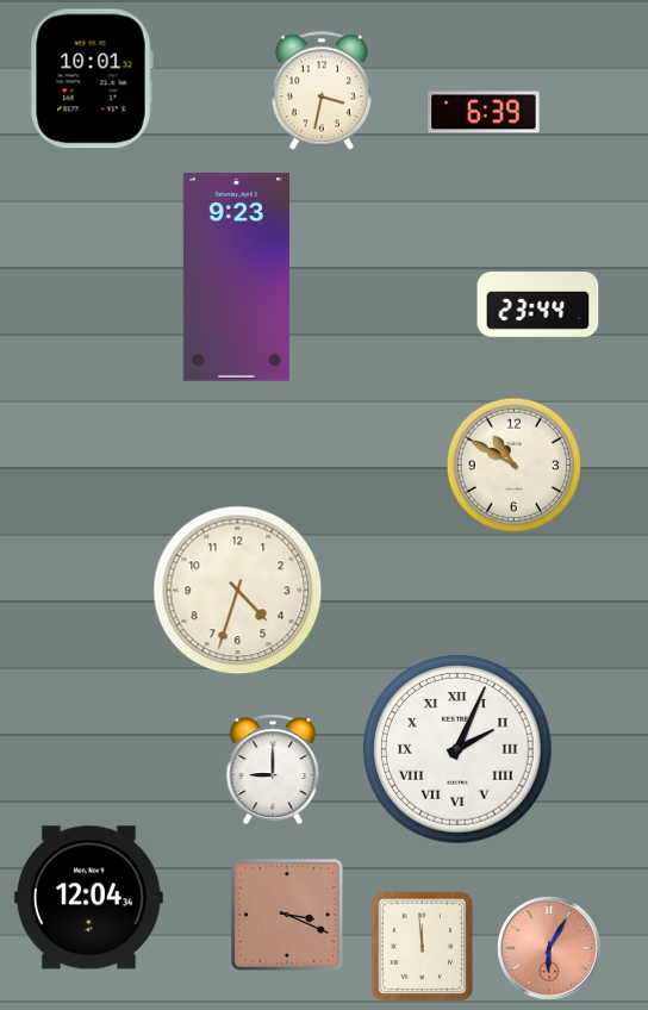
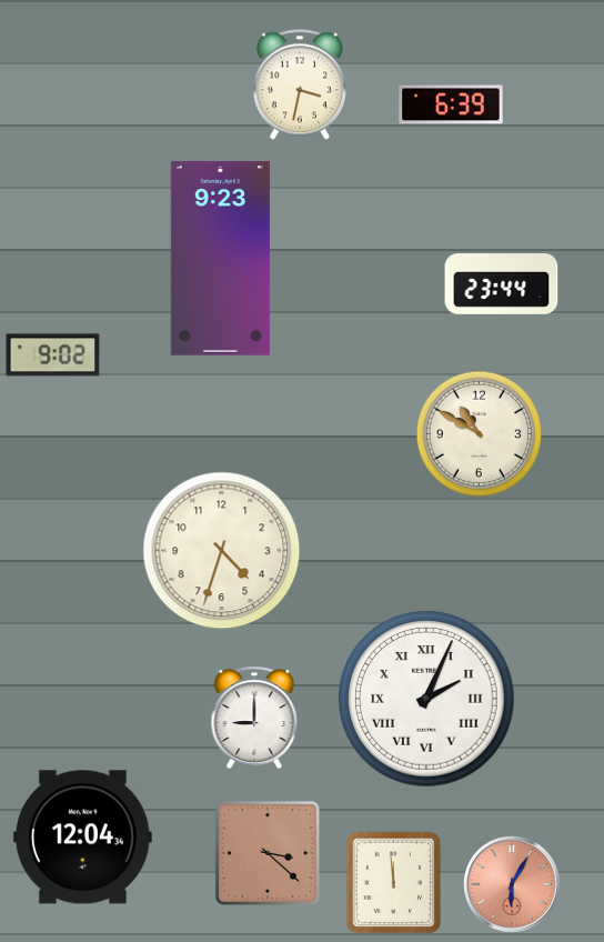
clock at (92, 79): 10:01 -> none
clock at (53, 355): none -> 9:02
clock at (287, 915): 3:19 -> 3:22
